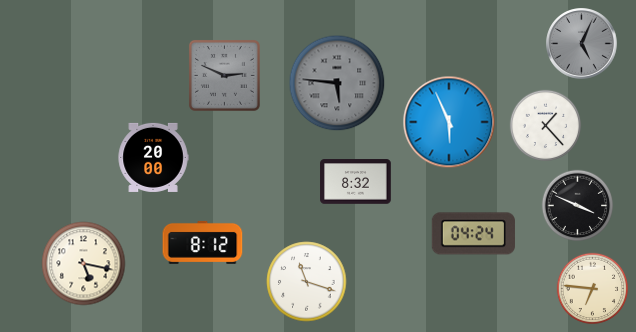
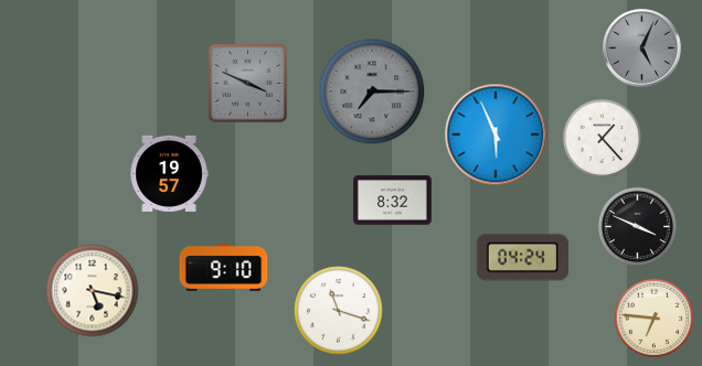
clock at (224, 75): 2:49 -> 3:49
clock at (337, 83): 5:46 -> 7:15
clock at (153, 157): 20:00 -> 19:57
clock at (203, 242): 8:12 -> 9:10
